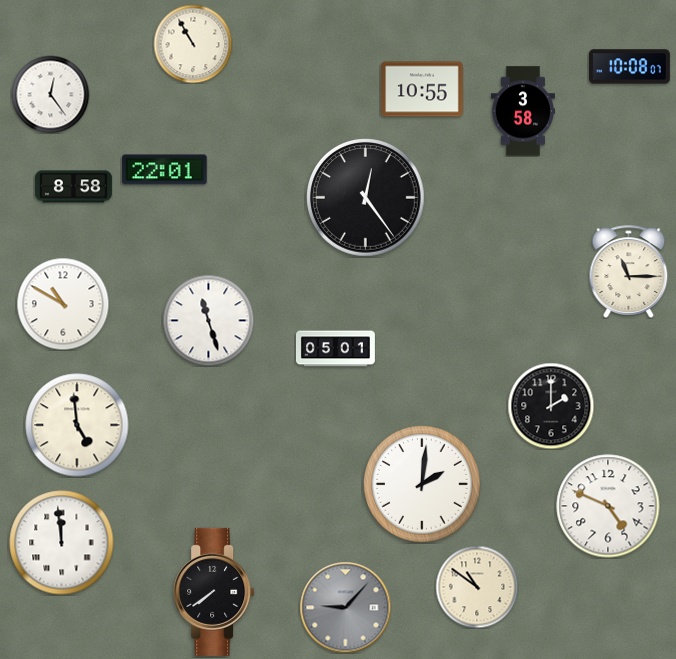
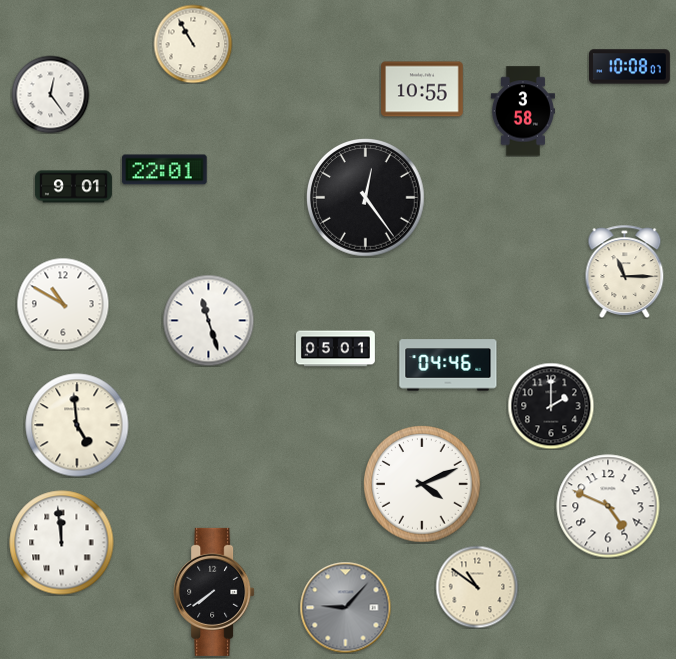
clock at (73, 187): 8:58 -> 9:01
clock at (629, 271) position: (629, 271) -> (625, 271)
clock at (448, 365): none -> 04:46
clock at (422, 484): 2:01 -> 4:11
